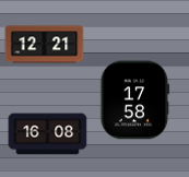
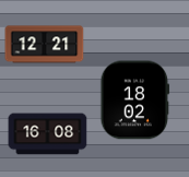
clock at (135, 101): 17:58 -> 18:02
